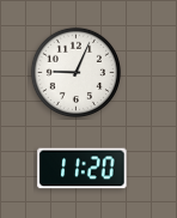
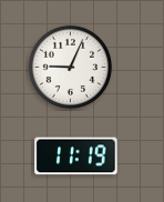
clock at (83, 169): 11:20 -> 11:19
